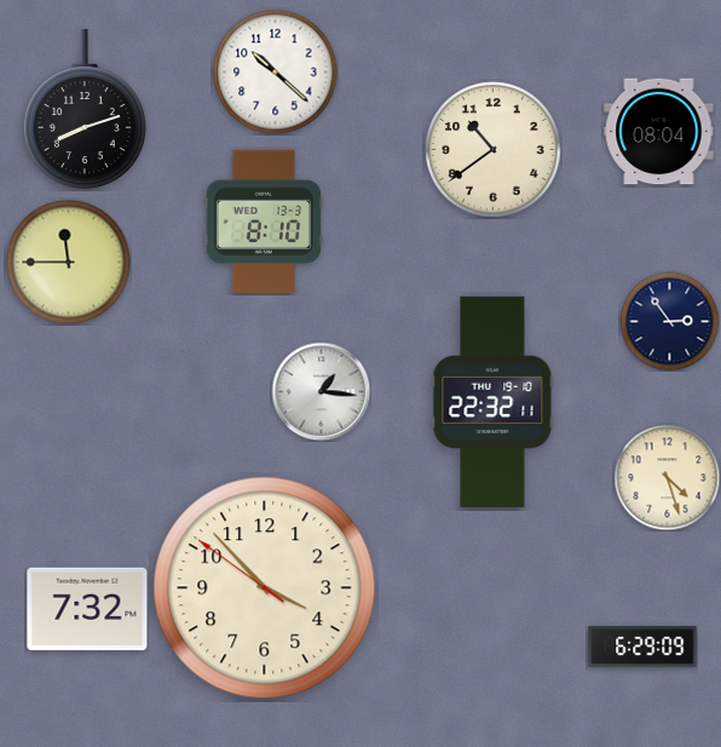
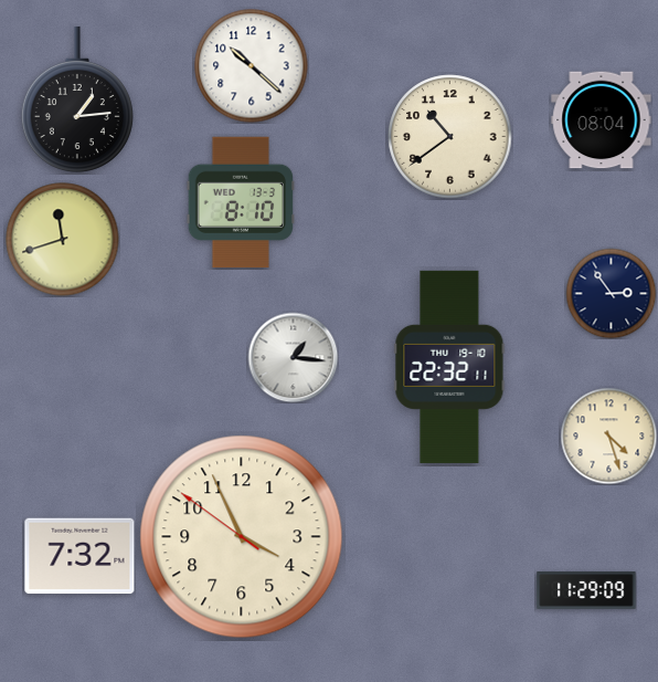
clock at (85, 109): 8:12 -> 1:14
clock at (69, 263): 11:45 -> 11:42
clock at (265, 588): 3:52 -> 3:55
clock at (642, 648): 6:29 -> 11:29
